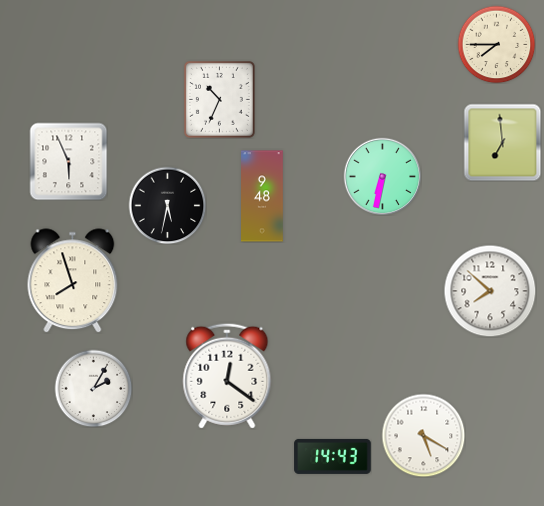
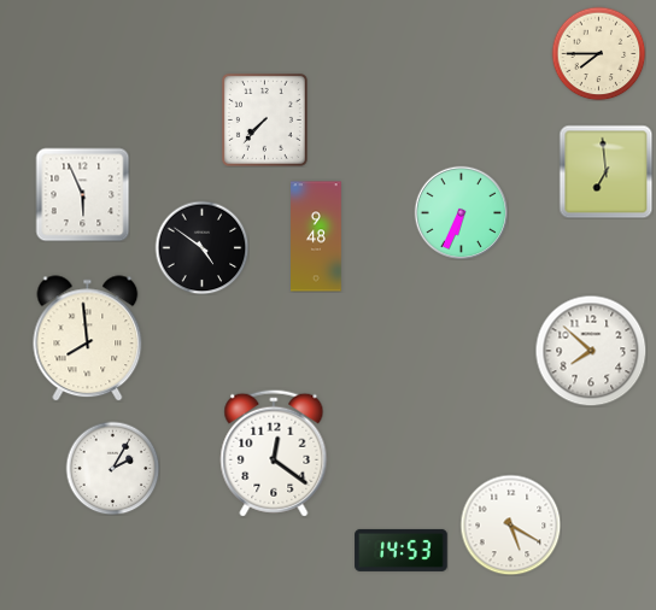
clock at (219, 99): 10:34 -> 7:37
clock at (382, 176): 6:32 -> 6:34
clock at (167, 205): 5:32 -> 4:51
clock at (73, 281): 7:57 -> 7:59
clock at (333, 456): 14:43 -> 14:53
